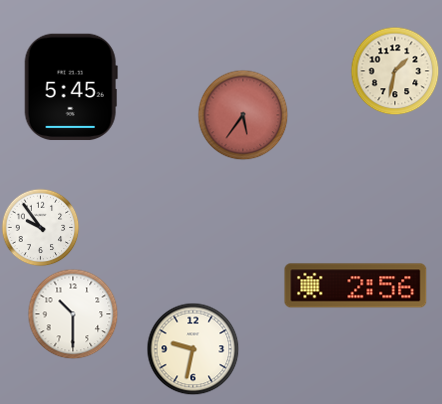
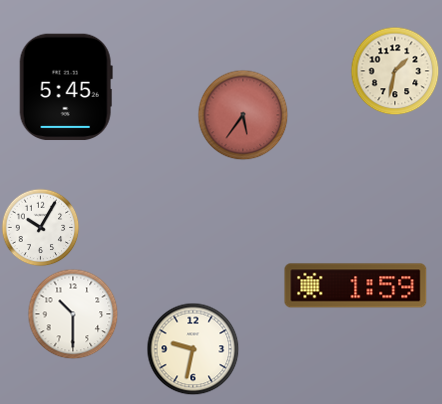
clock at (71, 87) position: (71, 87) -> (66, 87)
clock at (40, 227): 9:54 -> 10:05
clock at (356, 286): 2:56 -> 1:59
